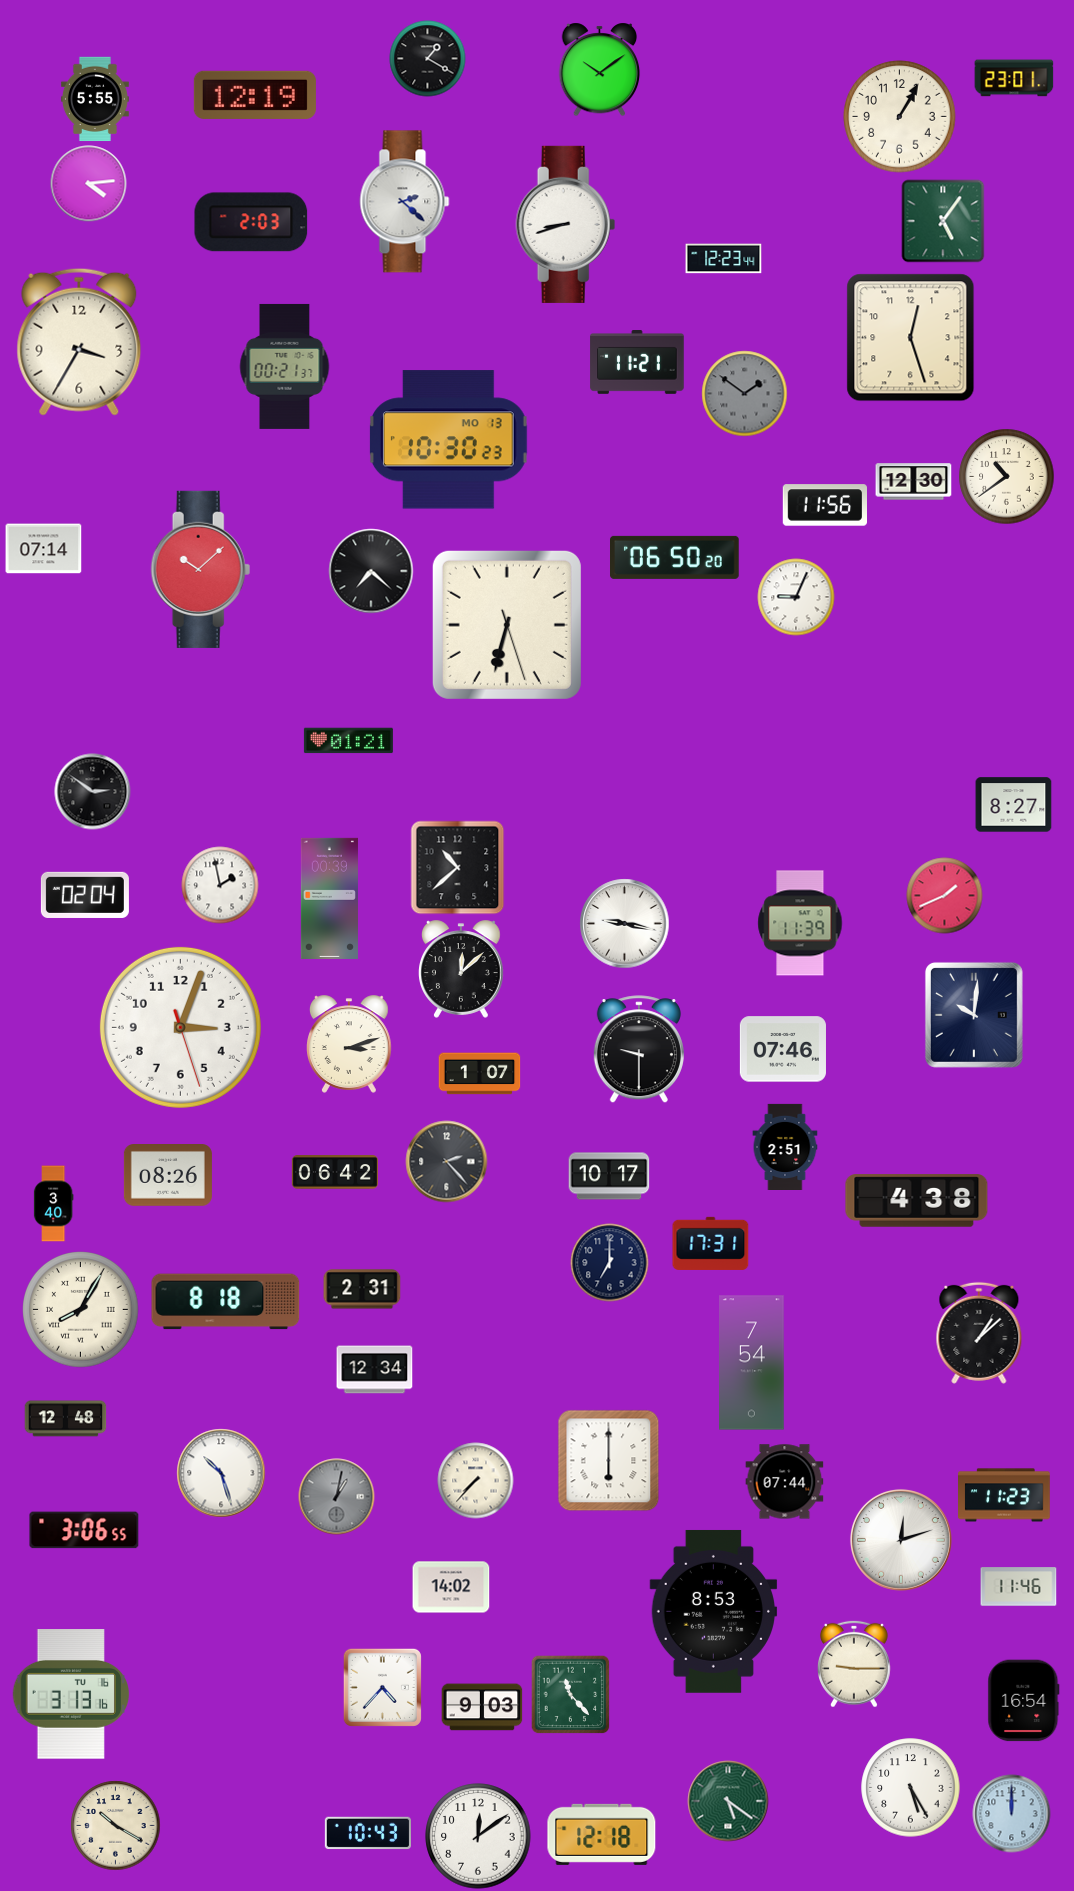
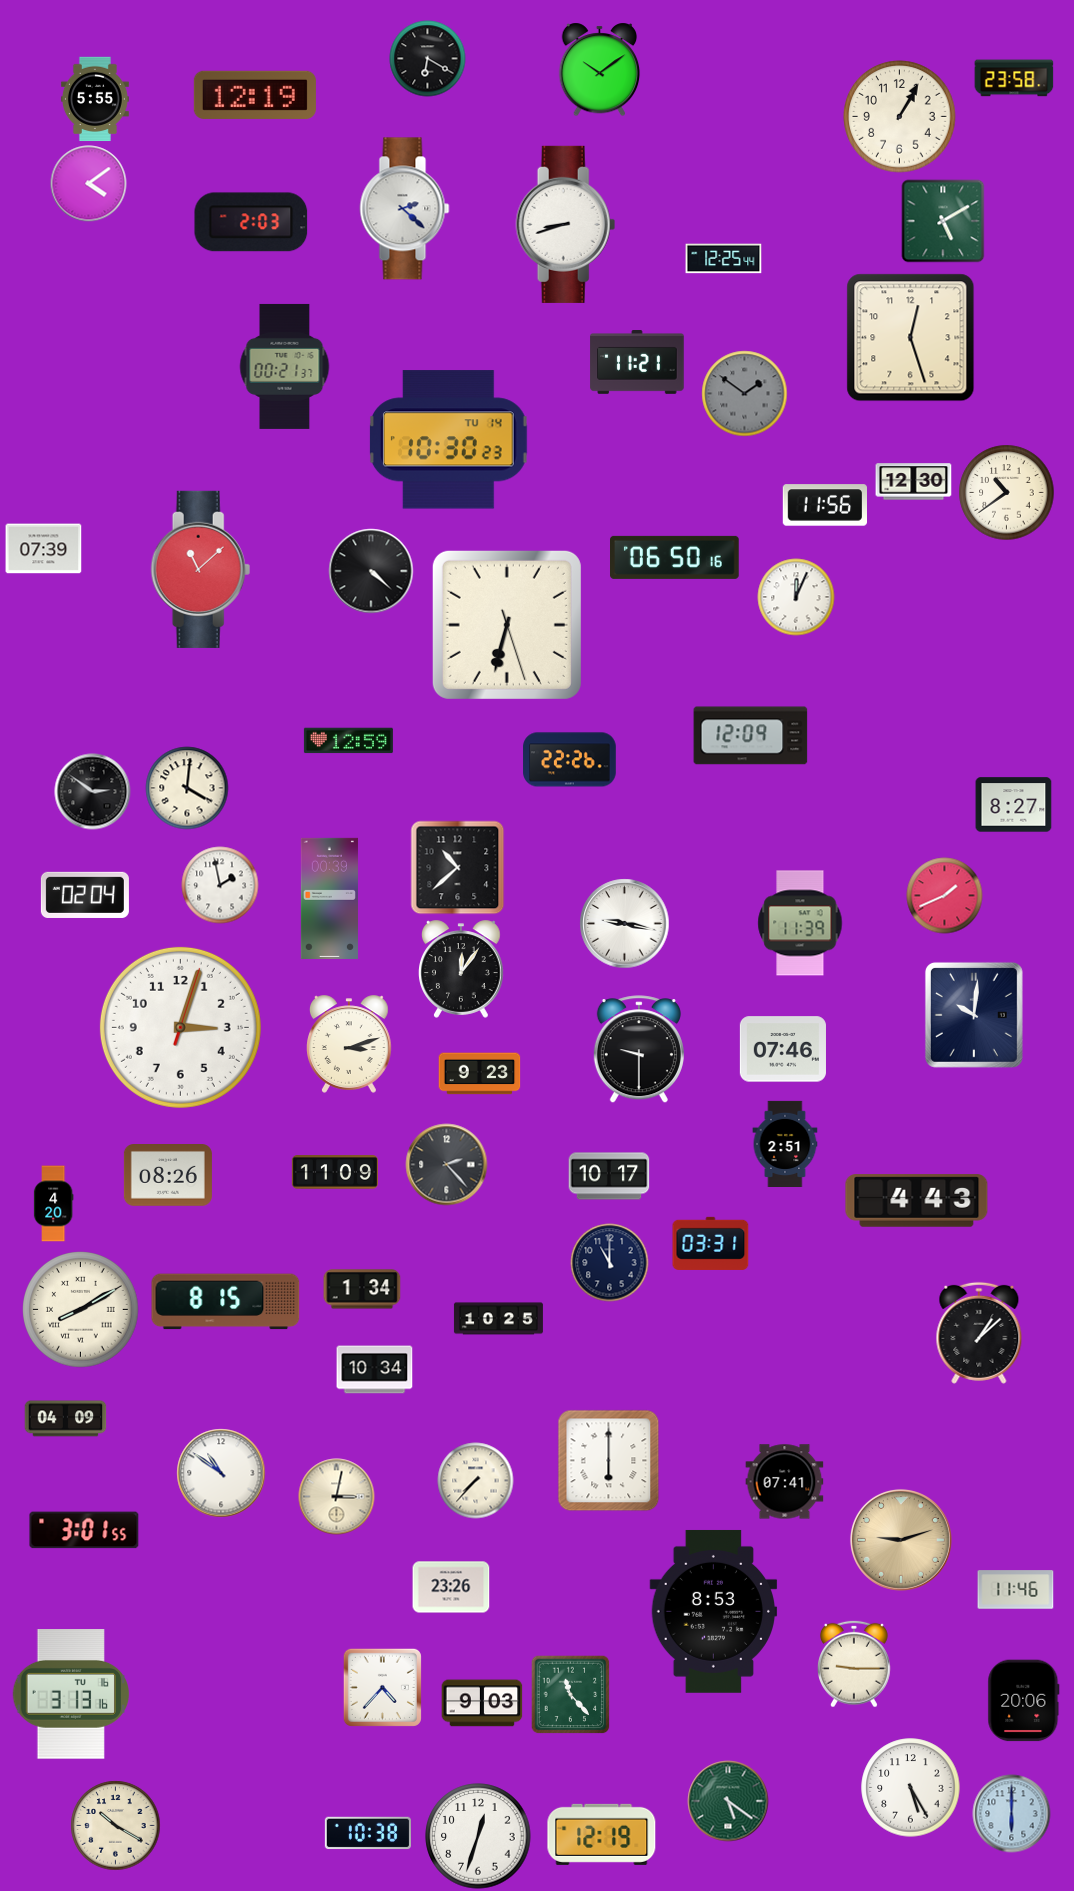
clock at (428, 59): 1:20 -> 6:20
clock at (1014, 78): 23:01 -> 23:58
clock at (89, 184): 4:14 -> 4:09
clock at (405, 202) position: (405, 202) -> (405, 209)
clock at (943, 221): 5:06 -> 5:10
clock at (724, 259): 12:23 -> 12:25
clock at (79, 342): 3:35 -> none
clock at (448, 440) date: MO 13 -> TU 14
clock at (1007, 477) position: (1007, 477) -> (1007, 493)
clock at (44, 549): 07:14 -> 07:39
clock at (675, 557): 06:50:20 -> 06:50:16
clock at (201, 569): 10:08 -> 11:08
clock at (371, 571): 7:22 -> 4:22
clock at (796, 597): 9:04 -> 12:04
clock at (751, 736): none -> 12:09
clock at (348, 741): 01:21 -> 12:59
clock at (570, 760): none -> 22:26
clock at (187, 788): none -> 4:01
clock at (462, 969): 12:08 -> 12:06
clock at (180, 1027): 3:03:27 -> 3:03:03
clock at (480, 1074): 1:07 -> 9:23
clock at (785, 1146) position: (785, 1146) -> (785, 1143)
clock at (447, 1162) position: (447, 1162) -> (447, 1165)
clock at (335, 1172): 06:42 -> 11:09
clock at (917, 1201): 4:38 -> 4:43
clock at (53, 1204): 3:40 -> 4:20
clock at (711, 1243): 17:31 -> 03:31
clock at (610, 1263): 7:00 -> 11:00
clock at (362, 1289): 2:31 -> 1:34
clock at (226, 1302): 8:18 -> 8:15
clock at (81, 1310): 8:05 -> 8:10
clock at (498, 1319): none -> 10:25
clock at (752, 1363): 7:54 -> none
clock at (375, 1370): 12:34 -> 10:34
clock at (66, 1419): 12:48 -> 04:09
clock at (221, 1473): 10:27 -> 10:51
clock at (785, 1482): 07:44 -> 07:41
clock at (1004, 1495): 11:23 -> none
clock at (337, 1497): 1:02 -> 3:02
clock at (337, 1497) dial: grey -> cream
clock at (84, 1530): 3:06 -> 3:01
clock at (901, 1540): 12:12 -> 9:12
clock at (901, 1540) dial: white -> champagne
clock at (451, 1587): 14:02 -> 23:26
clock at (1019, 1587) position: (1019, 1587) -> (1016, 1590)
clock at (1024, 1701): 16:54 -> 20:06
clock at (482, 1707) position: (482, 1707) -> (482, 1703)
clock at (1012, 1814): 12:00 -> 6:00
clock at (368, 1833): 10:43 -> 10:38
clock at (602, 1834): 12:18 -> 12:19
clock at (478, 1836): 12:09 -> 12:33
